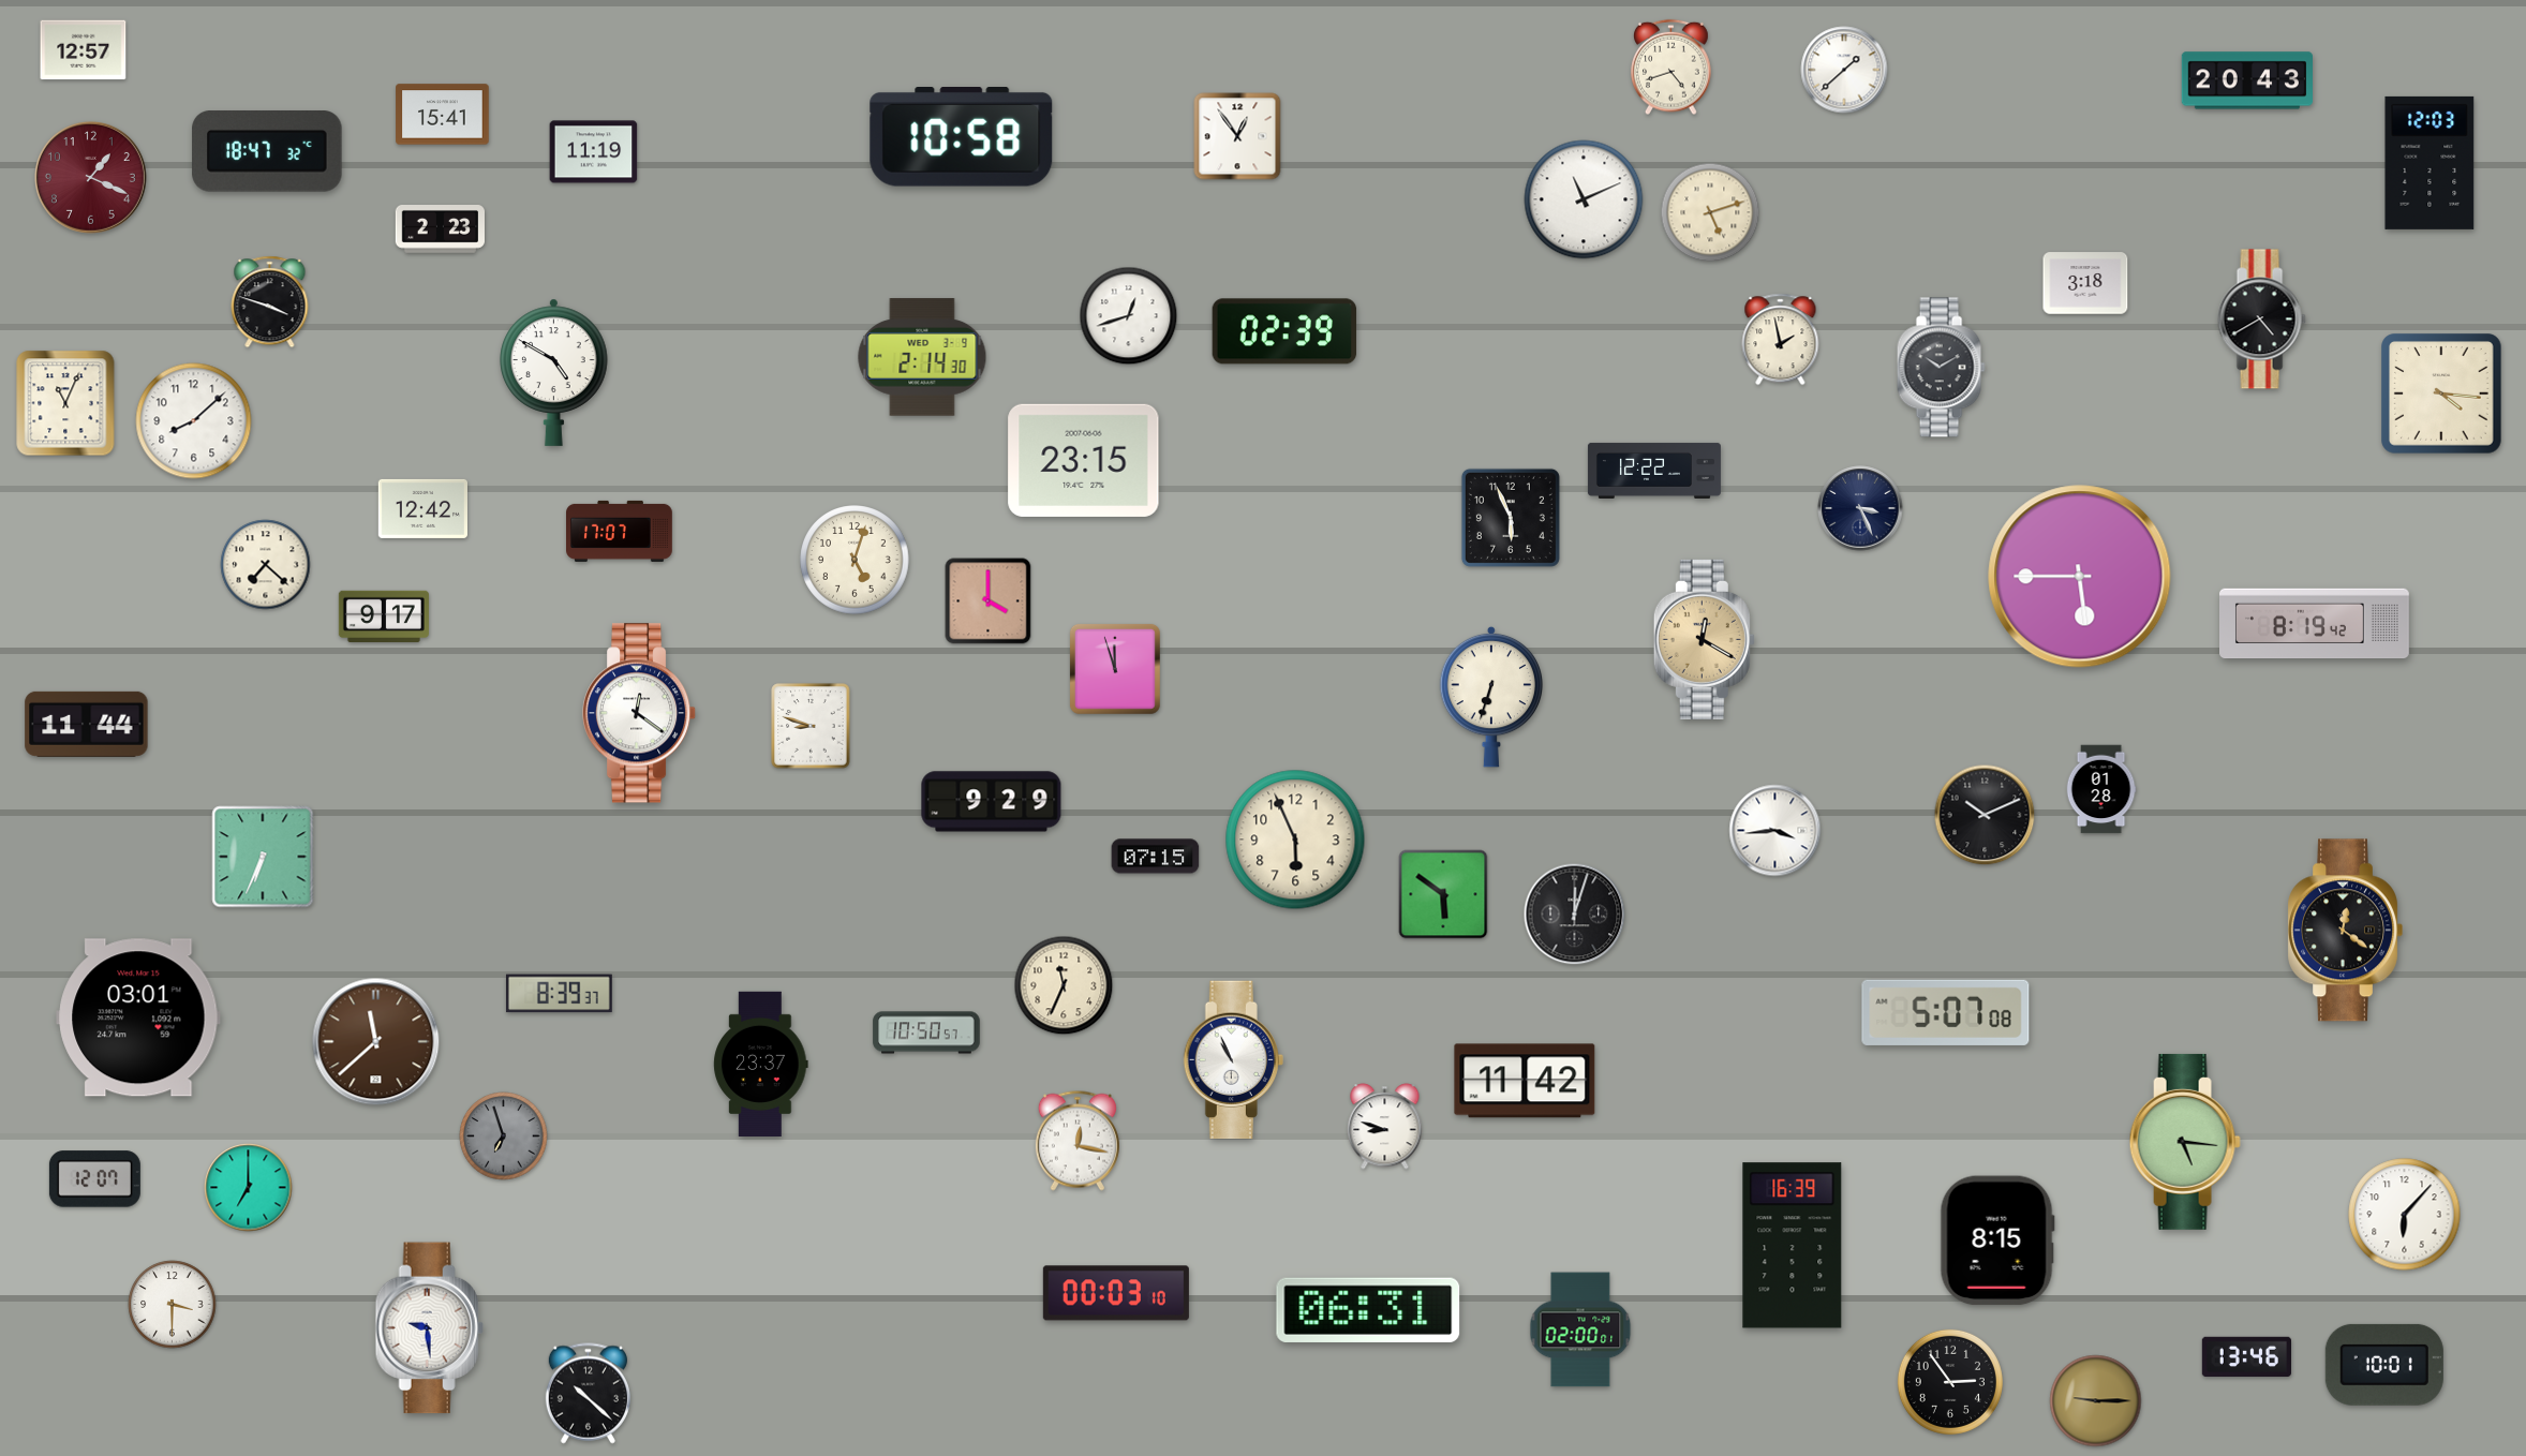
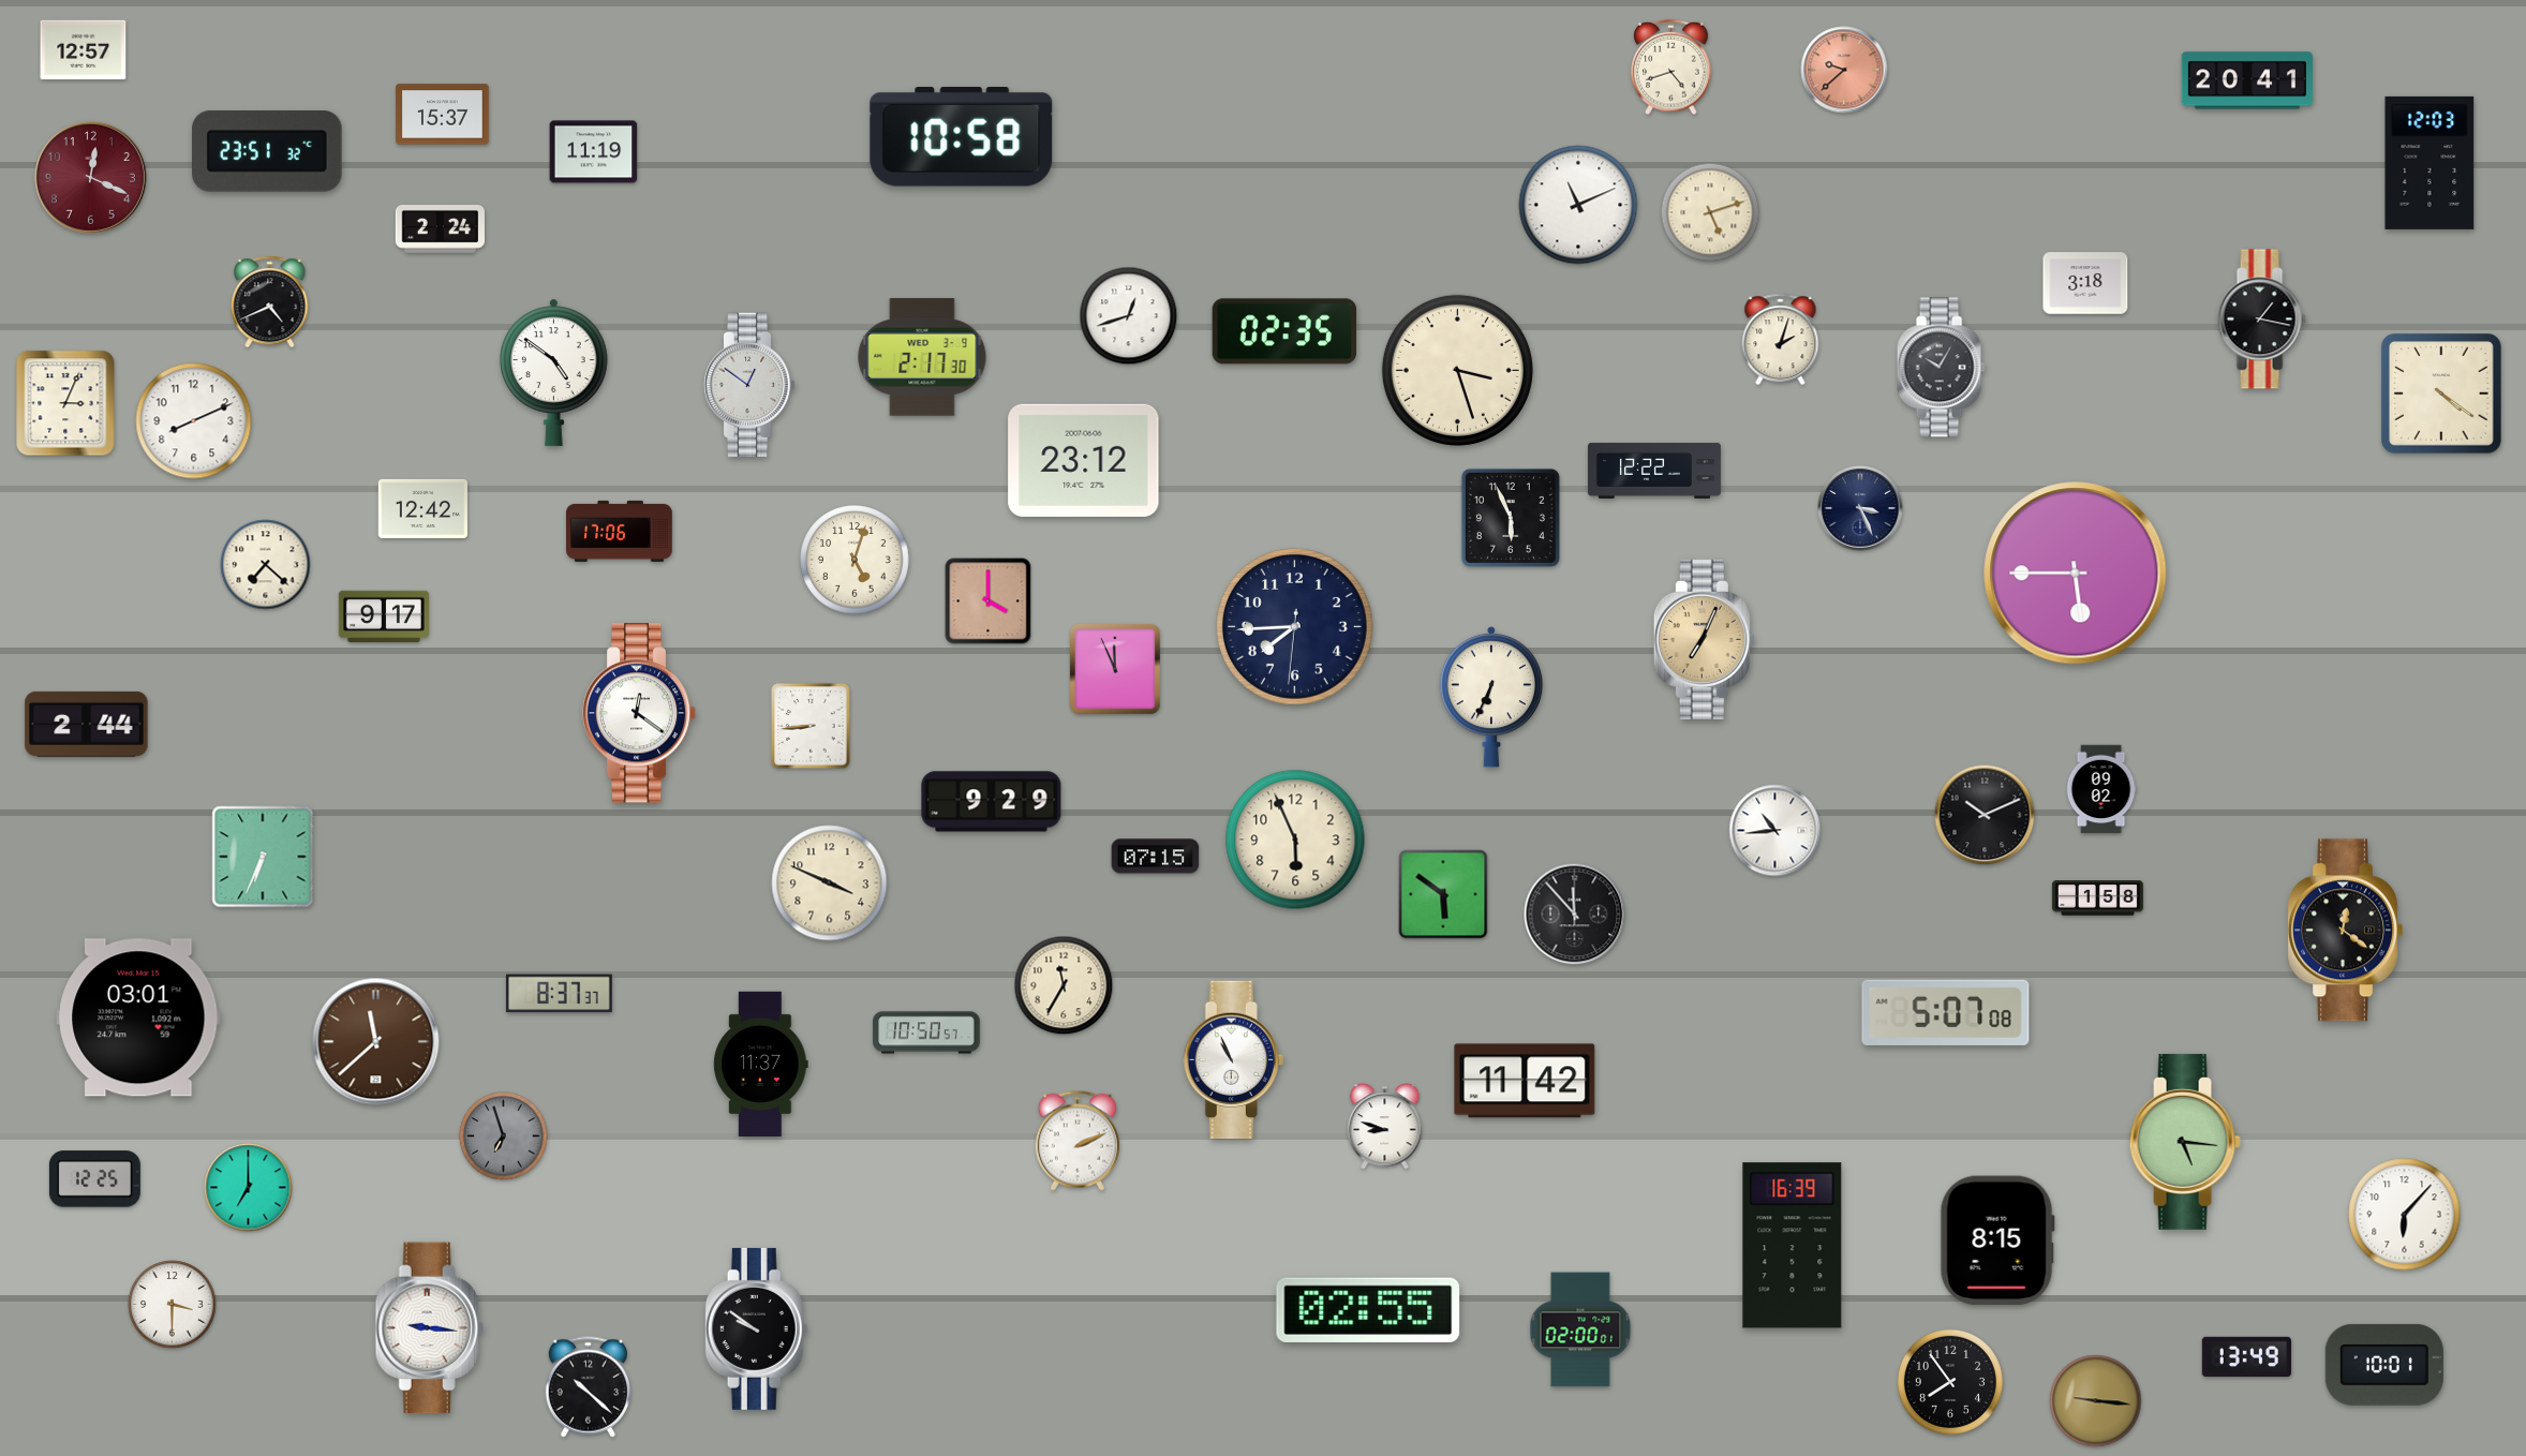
clock at (1844, 70): 1:38 -> 9:38
clock at (1844, 70) dial: white -> salmon
clock at (2246, 80): 20:43 -> 20:41
clock at (443, 115): 15:41 -> 15:37
clock at (1237, 136): 12:54 -> none
clock at (267, 152): 18:47 -> 23:51
clock at (90, 177): 1:19 -> 12:19
clock at (1584, 199) position: (1584, 199) -> (1578, 205)
clock at (440, 229): 2:23 -> 2:24
clock at (270, 302): 3:48 -> 4:41
clock at (2261, 320): 4:40 -> 1:17
clock at (1284, 331): 02:39 -> 02:35
clock at (1781, 340): 1:58 -> 2:03
clock at (922, 357): 2:14 -> 2:17
clock at (1941, 368): 10:10 -> 10:05
clock at (1457, 370): none -> 3:27
clock at (554, 372): 4:50 -> 4:51
clock at (749, 385): none -> 12:51
clock at (2441, 393): 4:16 -> 4:21
clock at (65, 403): 11:04 -> 3:04
clock at (194, 421): 8:08 -> 8:11
clock at (1084, 460): 23:15 -> 23:12
clock at (620, 531): 17:07 -> 17:06
clock at (2080, 577) position: (2080, 577) -> (2076, 574)
clock at (2315, 624): 8:19 -> none
clock at (1295, 627): none -> 7:44
clock at (1704, 639): 12:20 -> 7:04
clock at (1115, 669): 11:57 -> 11:56
clock at (1491, 697): 6:33 -> 6:34
clock at (87, 724): 11:44 -> 2:44
clock at (811, 726): 8:48 -> 8:44
clock at (2101, 789): 01:28 -> 09:02
clock at (1775, 831): 3:44 -> 10:44
clock at (830, 883): none -> 3:49
clock at (2097, 898): none -> 1:58
clock at (1575, 915): 12:03 -> 11:53
clock at (1064, 985): 11:34 -> 11:35
clock at (559, 994): 8:39 -> 8:37
clock at (761, 1064): 23:37 -> 11:37
clock at (1078, 1141): 12:17 -> 2:11
clock at (94, 1179): 12:07 -> 12:25
clock at (1116, 1293): 00:03 -> none
clock at (1368, 1310): 06:31 -> 02:55
clock at (429, 1328): 9:29 -> 9:16
clock at (757, 1328): none -> 9:51
clock at (2246, 1357): 13:46 -> 13:49
clock at (1950, 1382): 2:54 -> 7:54
clock at (588, 1394) position: (588, 1394) -> (588, 1387)
clock at (2096, 1401): 9:15 -> 9:16
